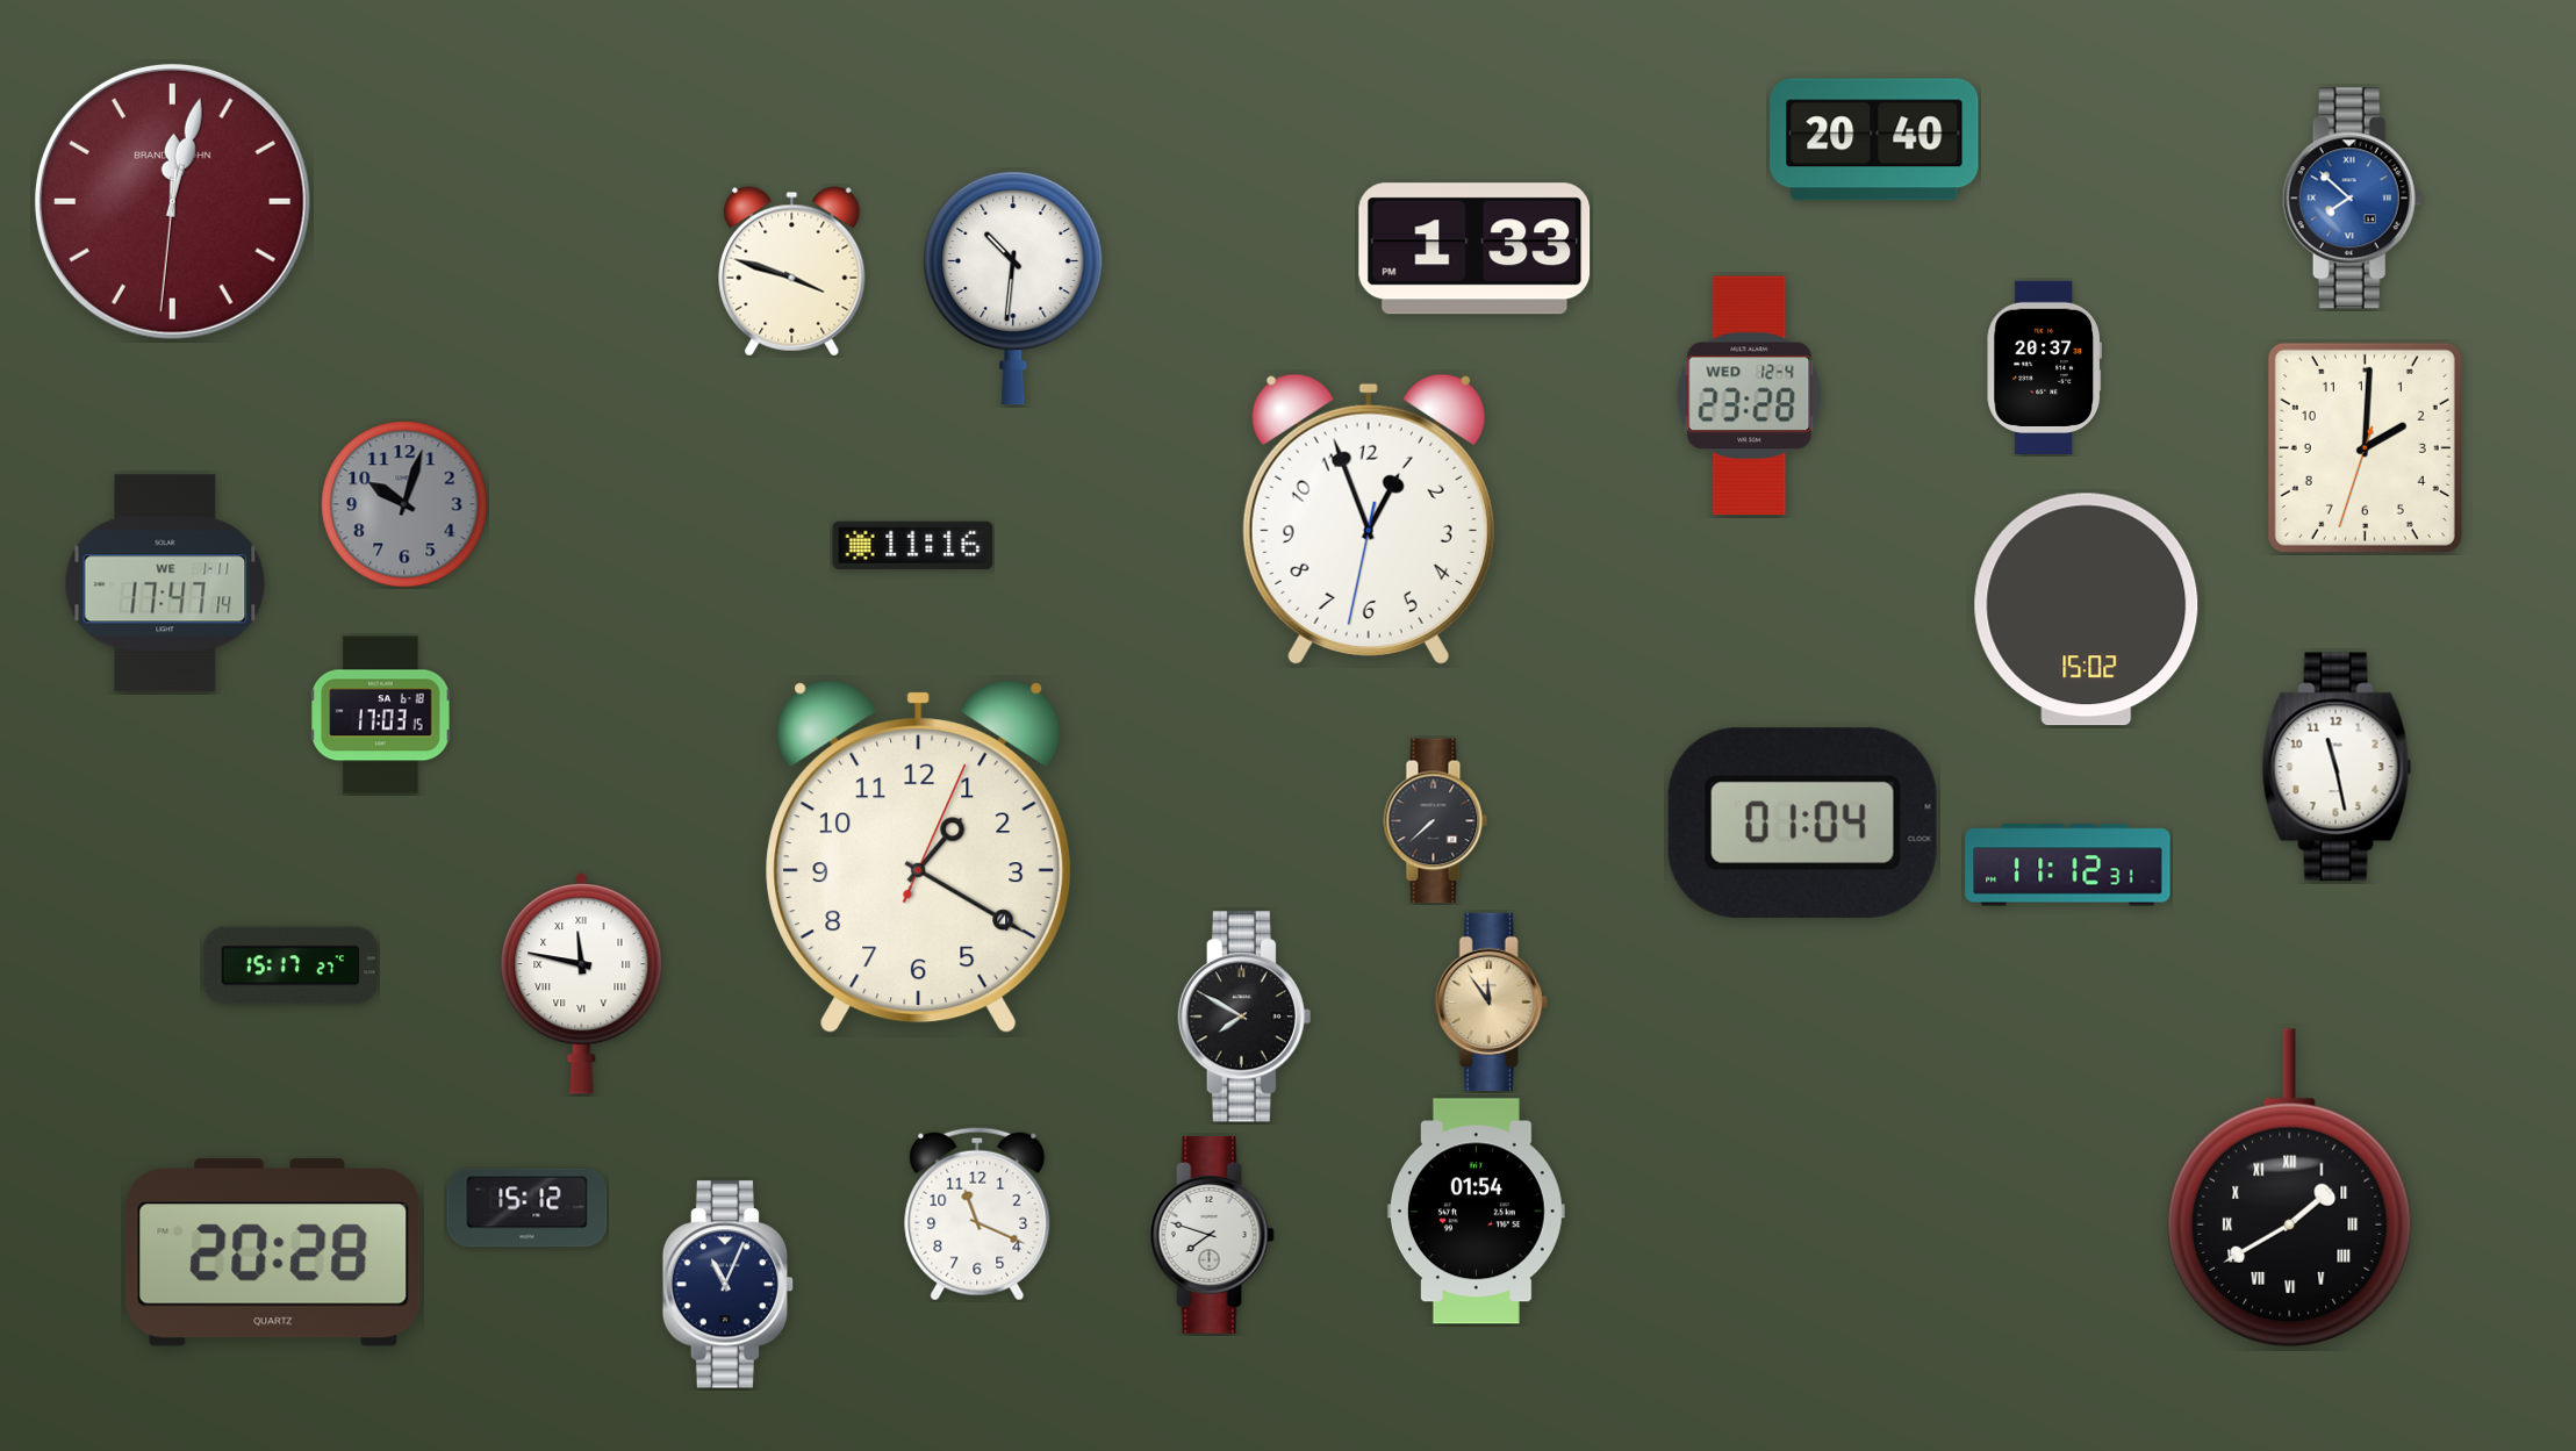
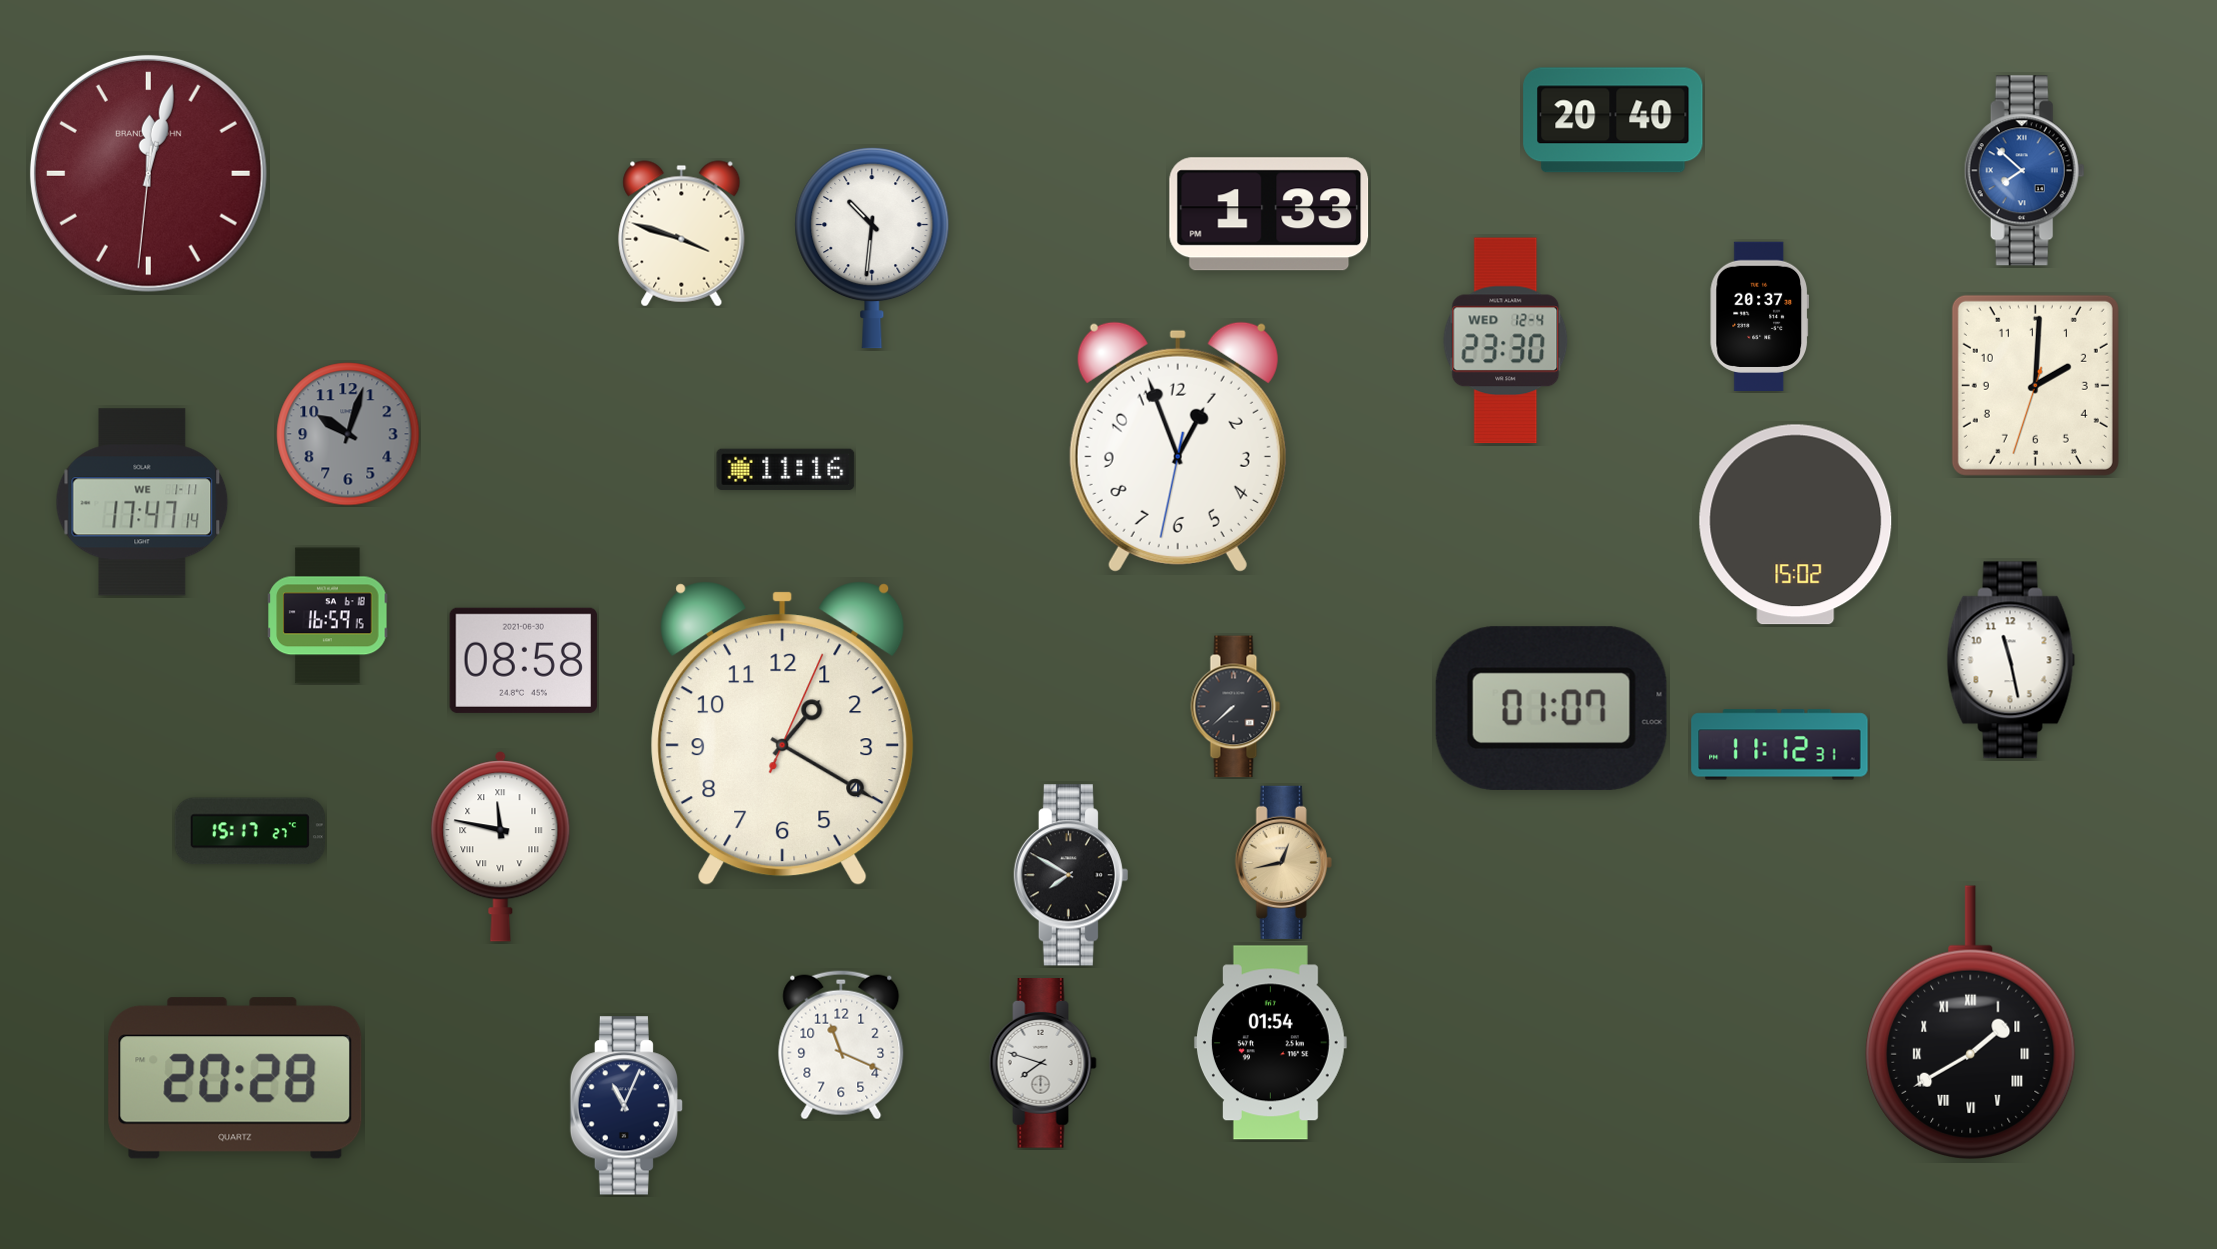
clock at (1750, 396): 23:28 -> 23:30
clock at (381, 716): 17:03 -> 16:59
clock at (523, 660): none -> 08:58
clock at (1802, 823): 01:04 -> 01:07
clock at (919, 857) position: (919, 857) -> (783, 734)
clock at (1491, 1001): 11:54 -> 12:43
clock at (528, 1208): 15:12 -> none
